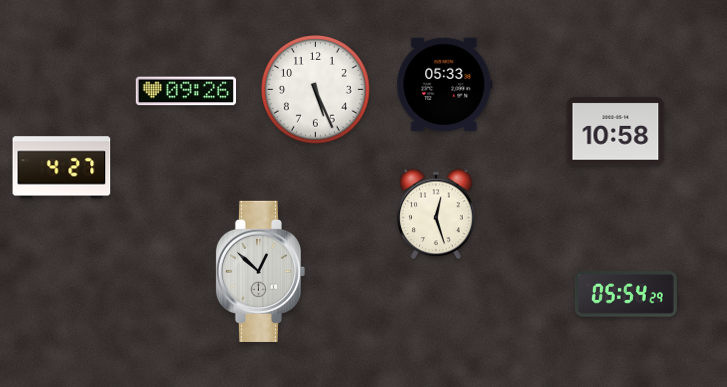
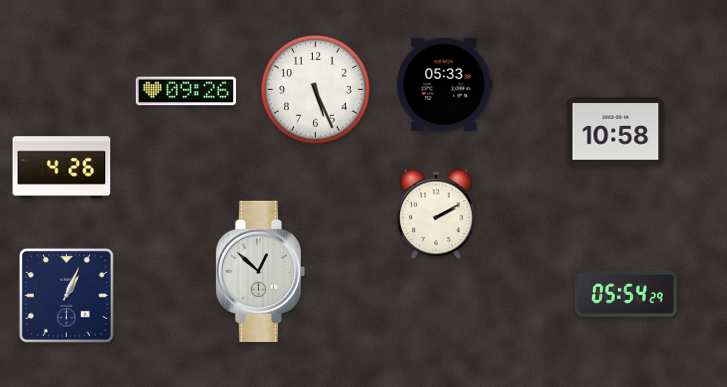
clock at (62, 168): 4:27 -> 4:26
clock at (436, 214): 12:27 -> 2:10
clock at (66, 295): none -> 1:04
